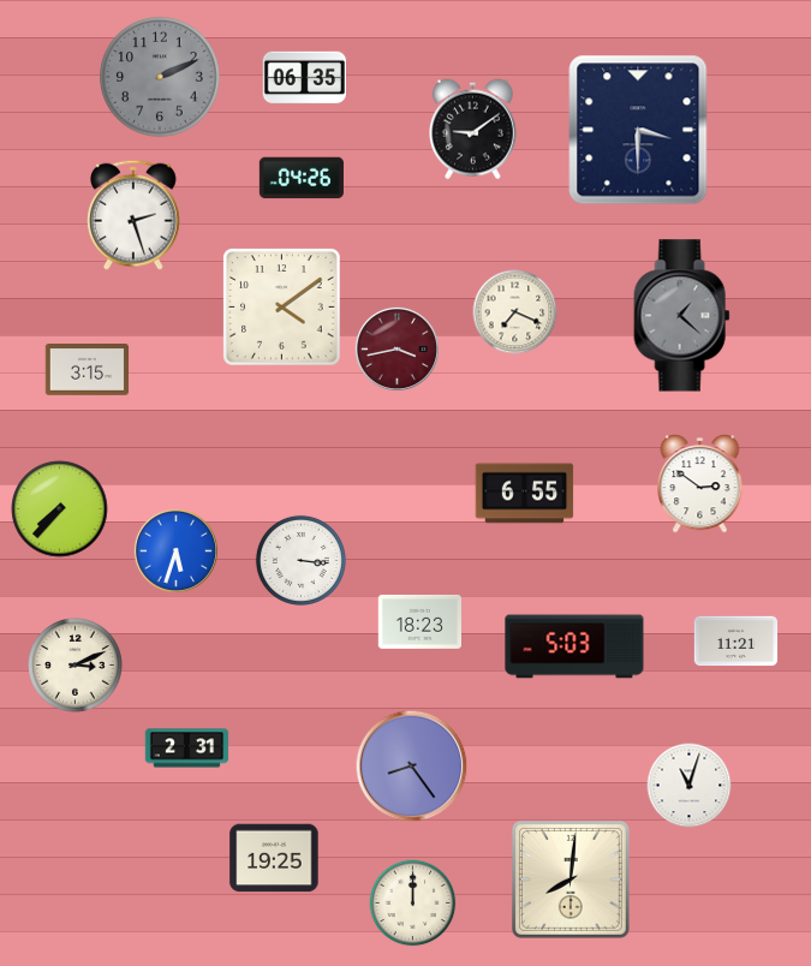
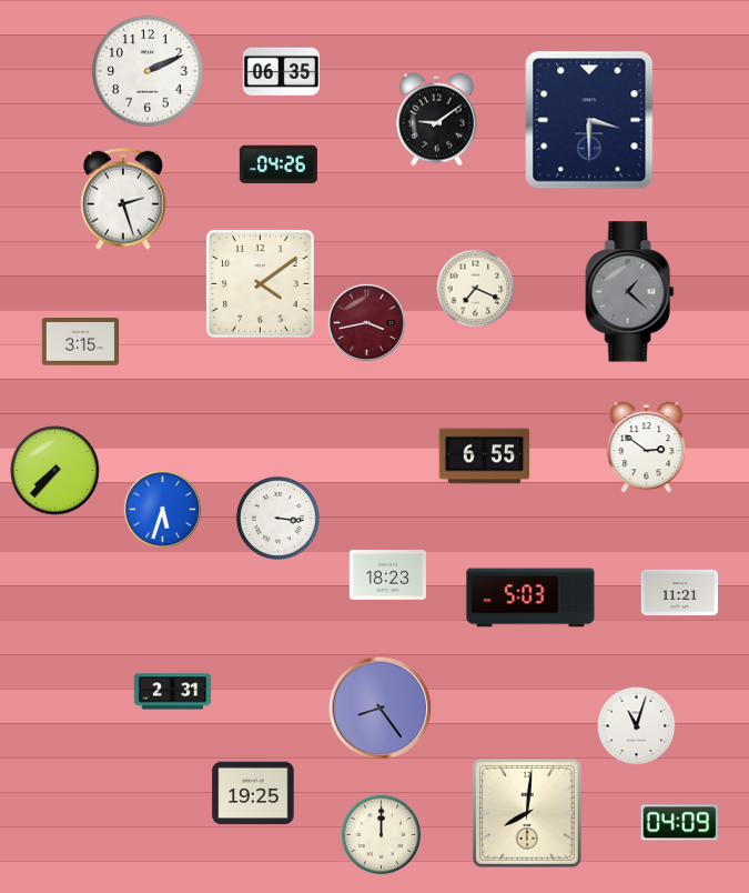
clock at (160, 77) dial: grey -> white
clock at (76, 666): 3:11 -> none
clock at (679, 823): none -> 04:09
